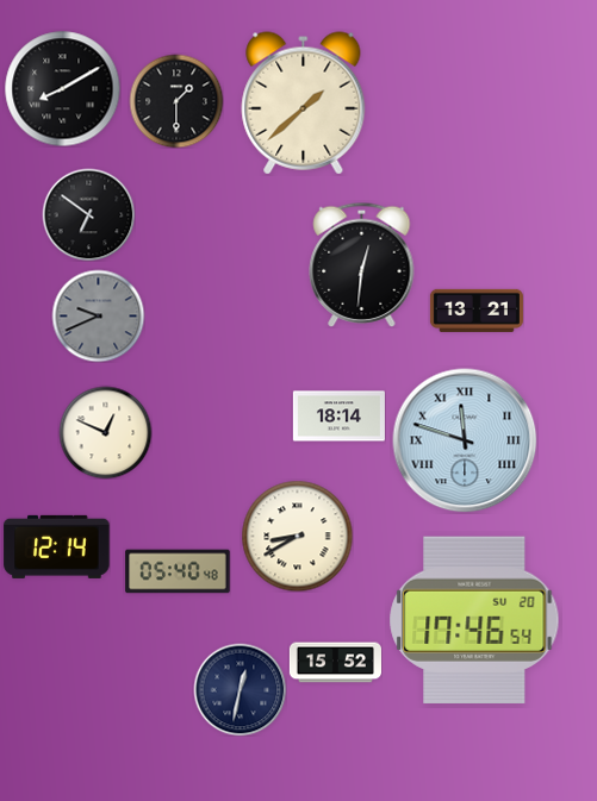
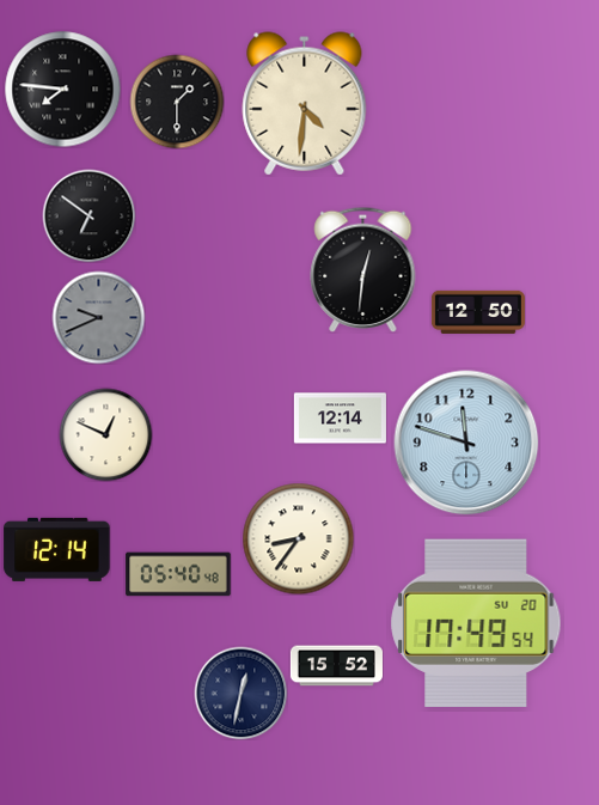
clock at (62, 88): 8:10 -> 7:46
clock at (304, 104): 1:38 -> 4:31
clock at (362, 264) position: (362, 264) -> (363, 269)
clock at (477, 311): 13:21 -> 12:50
clock at (338, 417): 18:14 -> 12:14
clock at (465, 440) numerals: Roman -> Arabic
clock at (297, 536): 8:40 -> 8:36
clock at (474, 620): 17:46 -> 17:49
